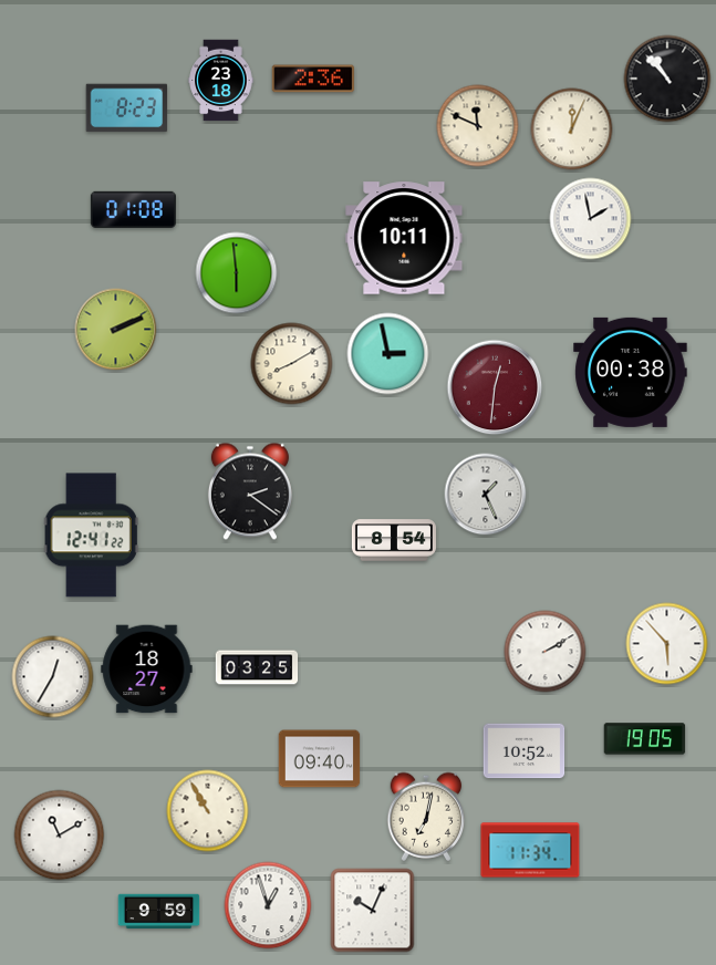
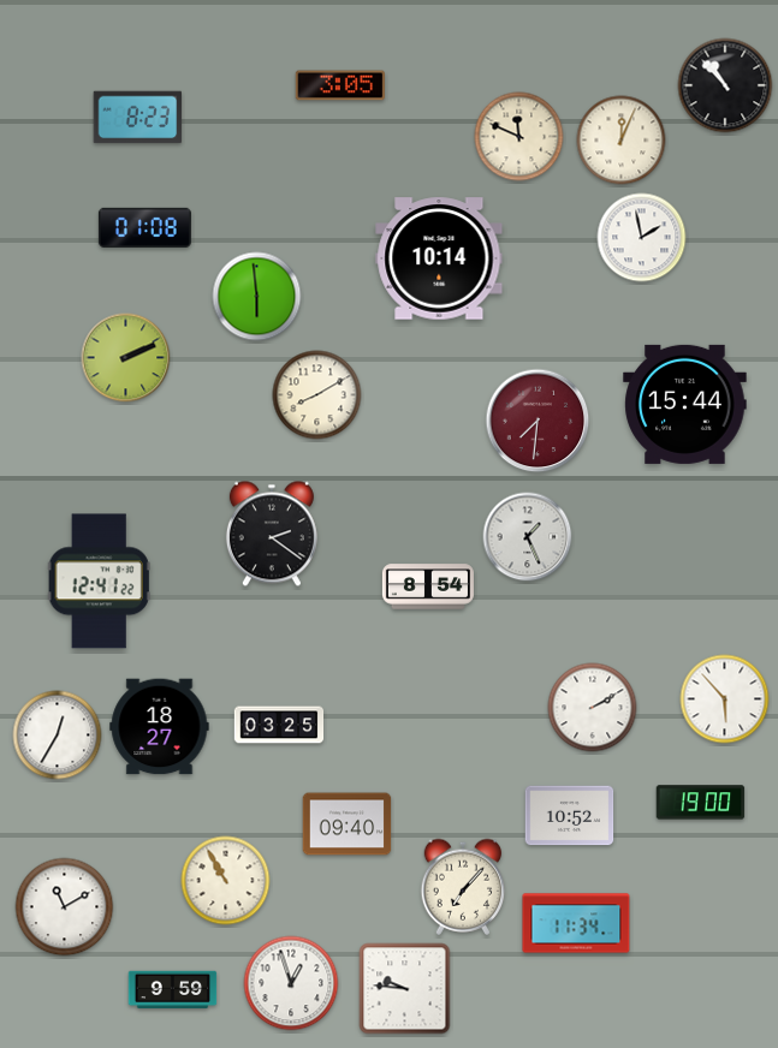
clock at (312, 79): 2:36 -> 3:05
clock at (221, 81): 23:18 -> none
clock at (404, 238): 10:11 -> 10:14
clock at (388, 354): 2:58 -> none
clock at (631, 372): 00:38 -> 15:44
clock at (495, 387): 12:31 -> 7:31
clock at (645, 739): 19:05 -> 19:00
clock at (426, 817): 7:02 -> 7:07
clock at (373, 911): 10:04 -> 9:46
